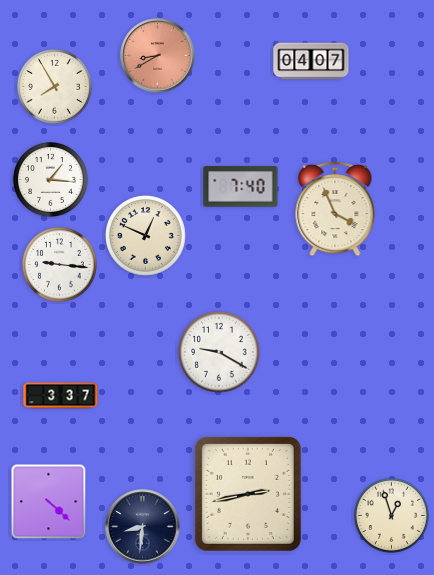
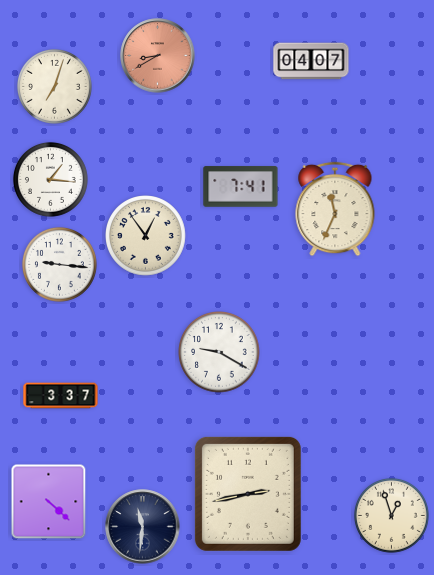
clock at (54, 86): 7:55 -> 7:03
clock at (241, 187): 7:40 -> 7:41
clock at (335, 209): 3:56 -> 11:34
clock at (146, 236): 12:49 -> 12:54
clock at (143, 527): 8:31 -> 11:31
